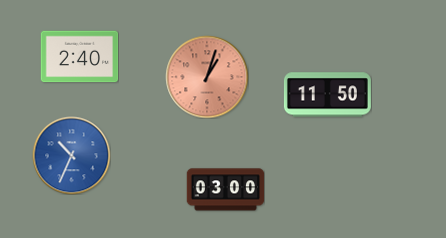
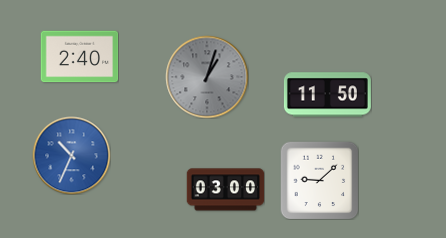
clock at (207, 77) dial: salmon -> grey
clock at (319, 180): none -> 9:08
